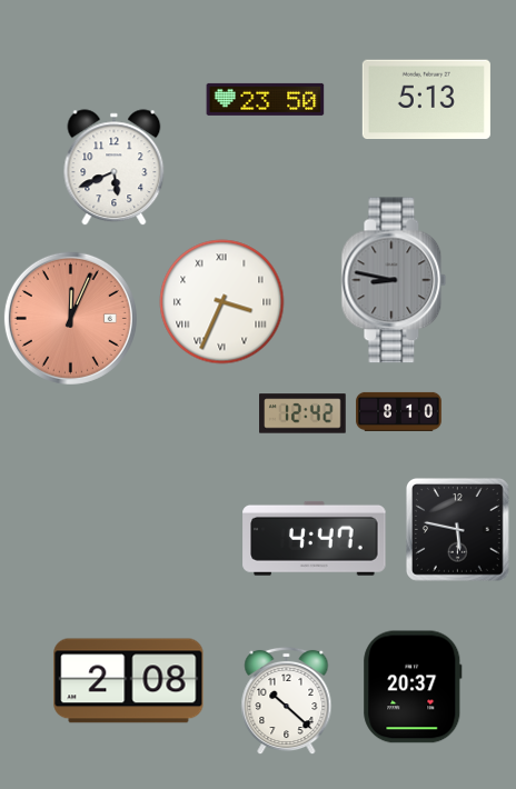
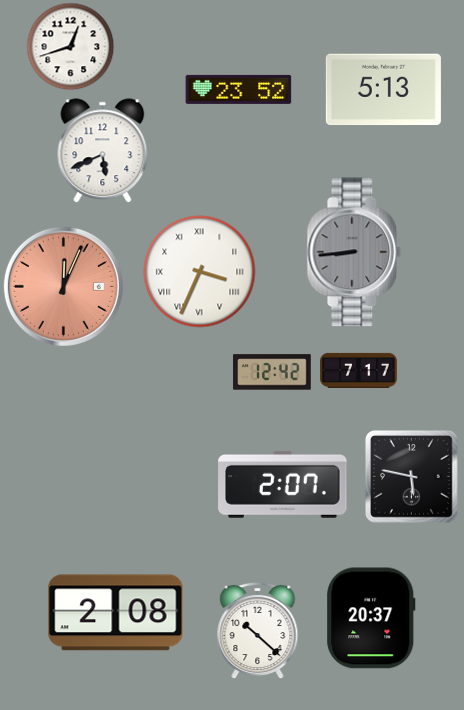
clock at (70, 46): none -> 12:42
clock at (266, 99): 23:50 -> 23:52
clock at (394, 280): 8:47 -> 8:44
clock at (399, 411): 8:10 -> 7:17
clock at (315, 538): 4:47 -> 2:07
